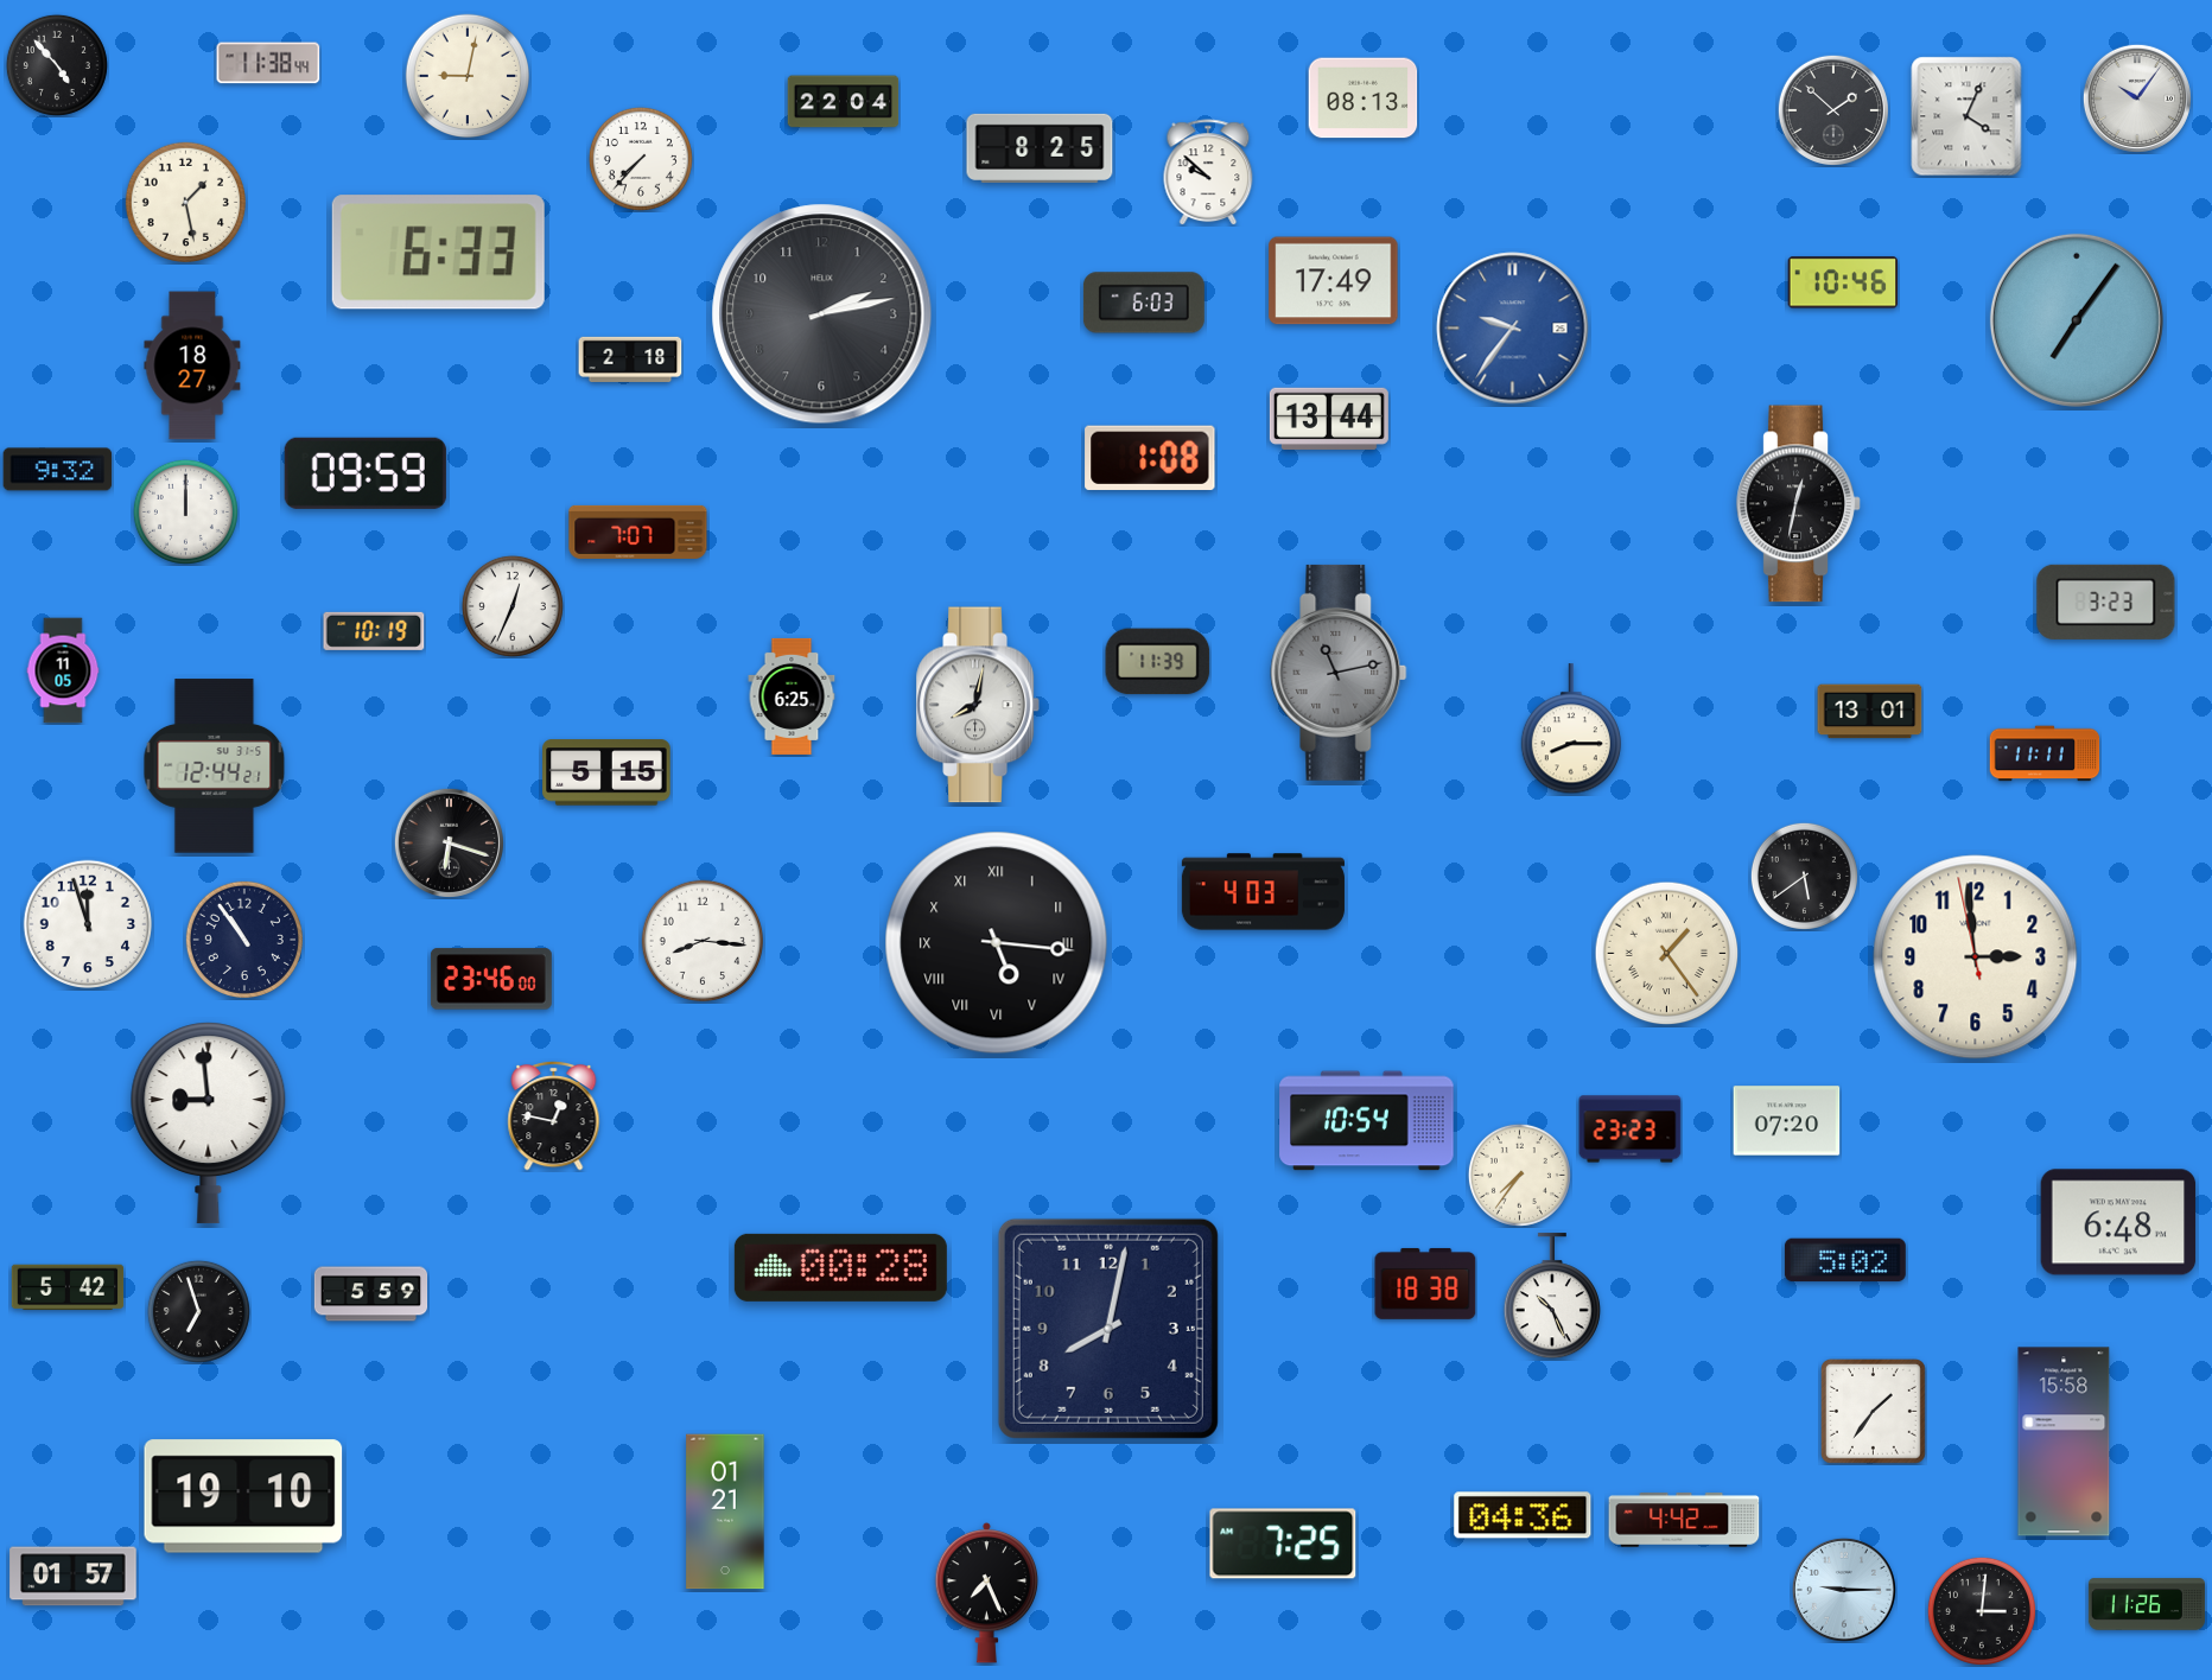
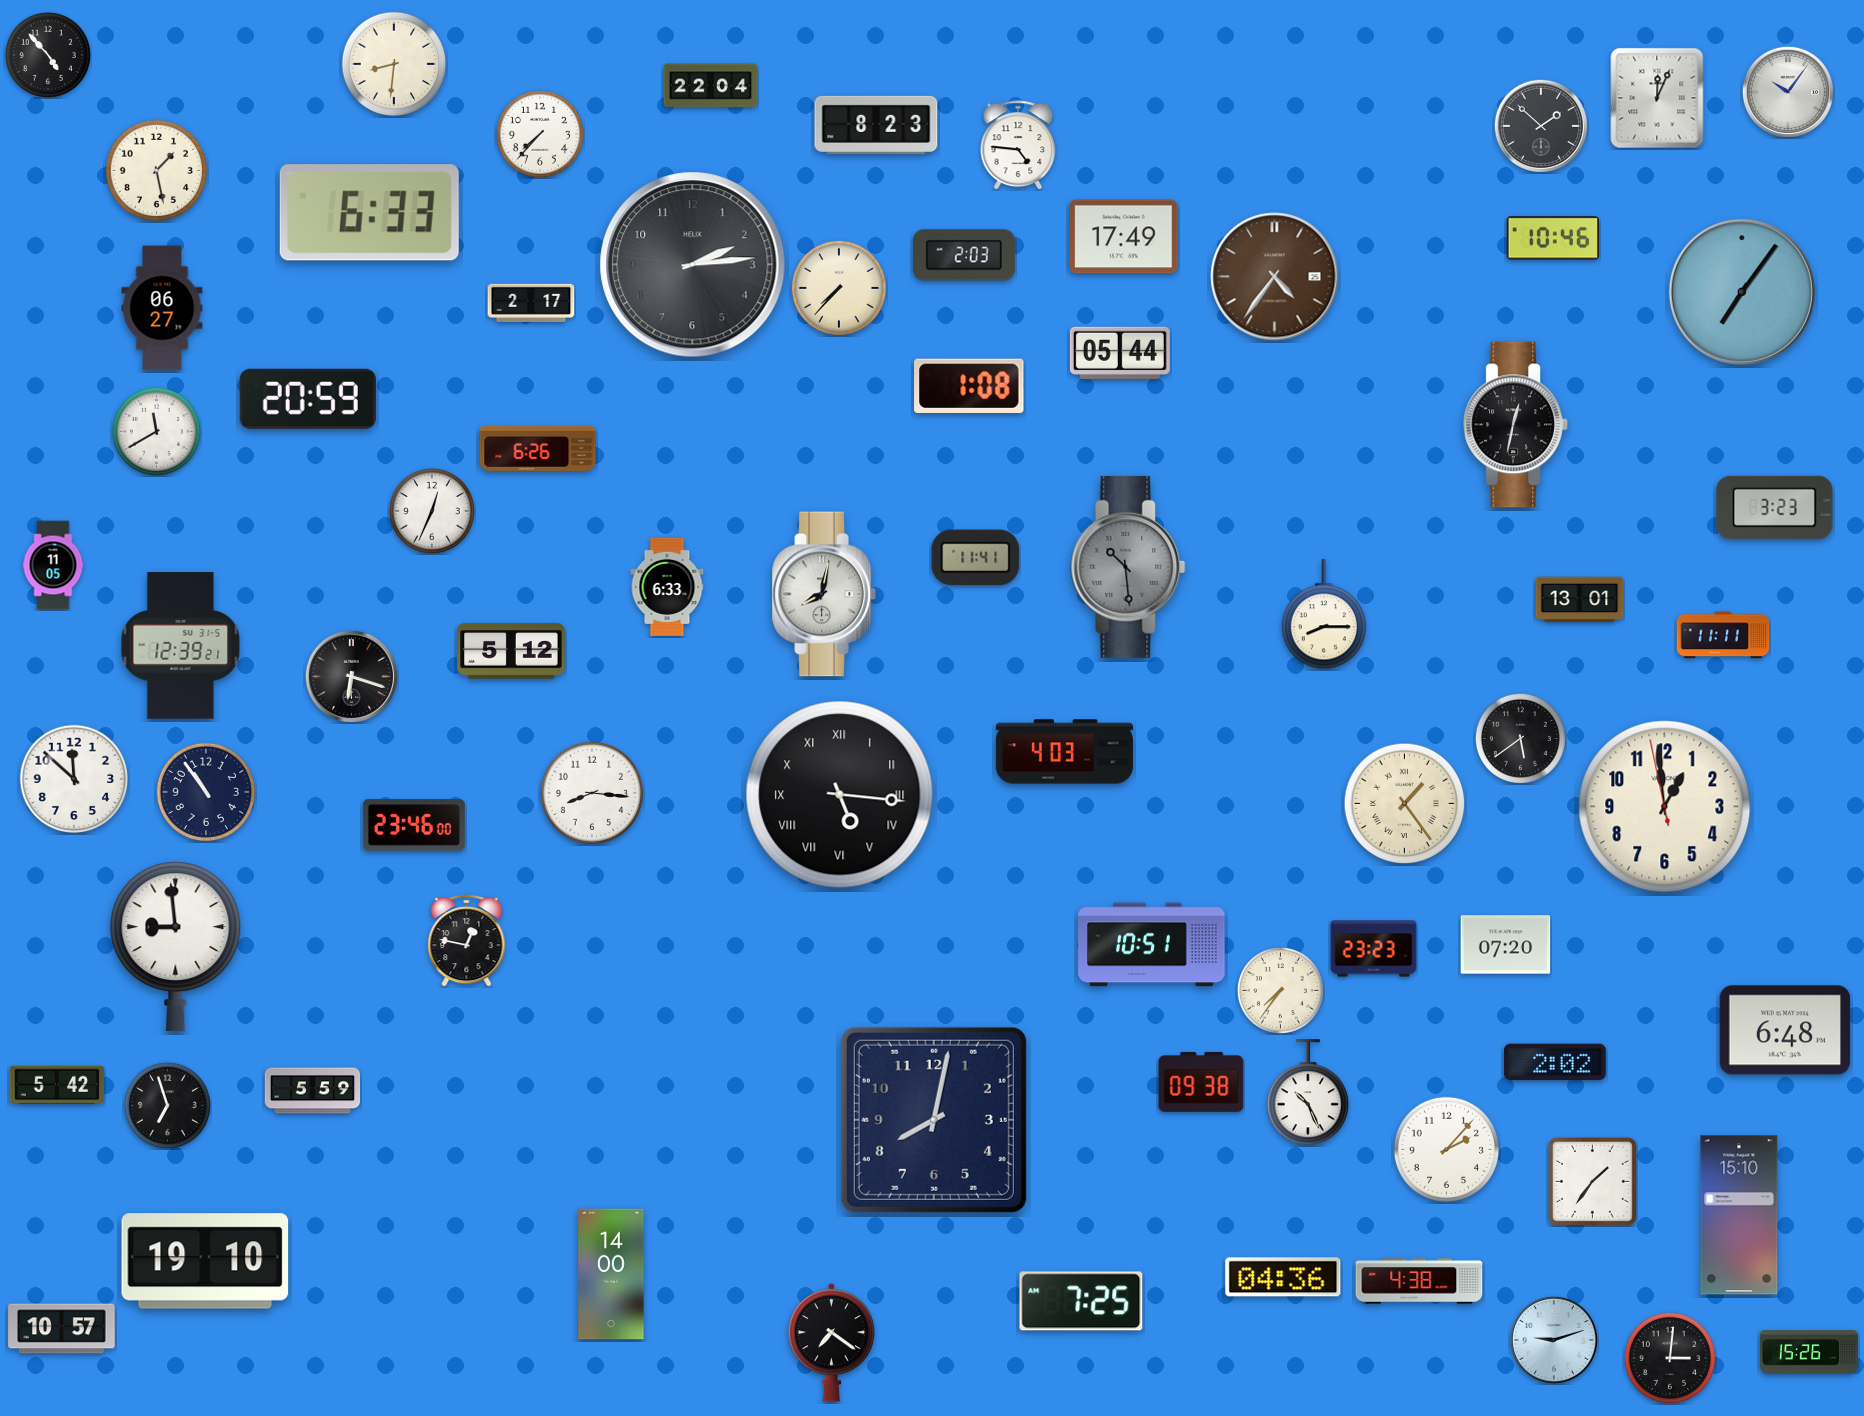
clock at (268, 63): 11:38 -> none
clock at (466, 75): 9:02 -> 8:31
clock at (1364, 98): 08:13 -> none
clock at (2137, 98) position: (2137, 98) -> (1788, 92)
clock at (1833, 110) position: (1833, 110) -> (1541, 126)
clock at (1966, 116): 4:04 -> 12:04
clock at (1040, 148): 8:25 -> 8:23
clock at (1208, 172): 9:52 -> 4:46
clock at (1144, 303): 6:03 -> 2:03
clock at (822, 314): 2:13 -> 2:14
clock at (2077, 320) position: (2077, 320) -> (1742, 292)
clock at (1513, 329): 9:36 -> 4:36
clock at (1513, 329) dial: blue -> brown
clock at (839, 288): none -> 7:37
clock at (630, 359): 2:18 -> 2:17
clock at (192, 365): 18:27 -> 06:27
clock at (1329, 419): 13:44 -> 05:44
clock at (58, 470): 9:32 -> none
clock at (366, 473): 09:59 -> 20:59
clock at (185, 511): 12:00 -> 11:40
clock at (638, 532): 7:07 -> 6:26
clock at (374, 631): 10:19 -> none
clock at (1158, 662): 11:39 -> 11:41
clock at (1339, 673): 11:13 -> 10:29
clock at (792, 696): 6:25 -> 6:33
clock at (1870, 712) position: (1870, 712) -> (1580, 600)
clock at (215, 766): 12:44 -> 12:39
clock at (606, 772): 5:15 -> 5:12
clock at (449, 842) position: (449, 842) -> (351, 676)
clock at (88, 924): 11:57 -> 11:52
clock at (1976, 957): 2:58 -> 12:58
clock at (1367, 1121): 10:54 -> 10:51
clock at (1631, 1129) position: (1631, 1129) -> (1374, 949)
clock at (1845, 1260): 5:02 -> 2:02
clock at (840, 1267): 00:28 -> none
clock at (1425, 1284): 18:38 -> 09:38
clock at (1446, 1149): none -> 2:07
clock at (1873, 1411) position: (1873, 1411) -> (1592, 1181)
clock at (2064, 1442): 15:58 -> 15:10
clock at (725, 1512): 01:21 -> 14:00
clock at (1684, 1520): 4:42 -> 4:38
clock at (74, 1577): 01:57 -> 10:57
clock at (1844, 1590): 9:15 -> 9:12
clock at (987, 1592): 7:26 -> 7:21
clock at (2147, 1604): 11:26 -> 15:26
